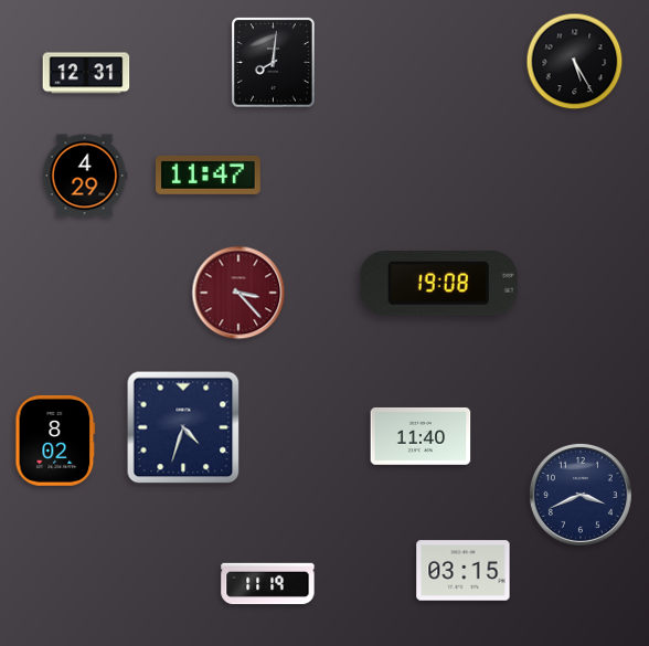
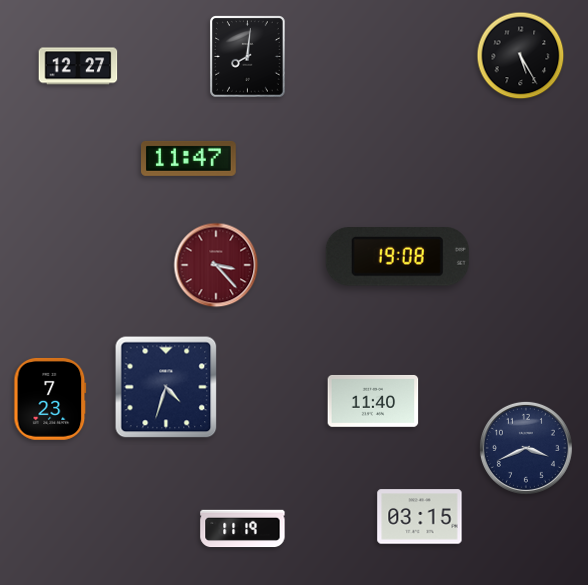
clock at (86, 73): 12:31 -> 12:27
clock at (85, 176): 4:29 -> none
clock at (421, 436) position: (421, 436) -> (373, 401)
clock at (55, 441): 8:02 -> 7:23
